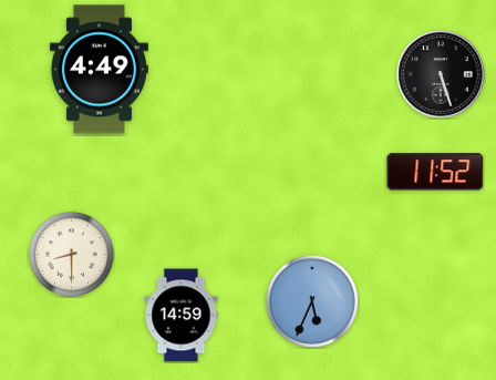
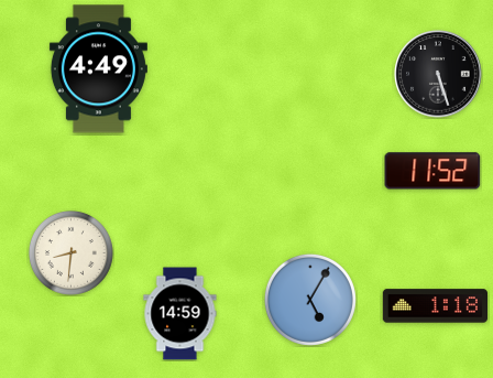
clock at (71, 254): 8:30 -> 8:31
clock at (312, 301): 5:34 -> 5:05
clock at (435, 306): none -> 1:18
